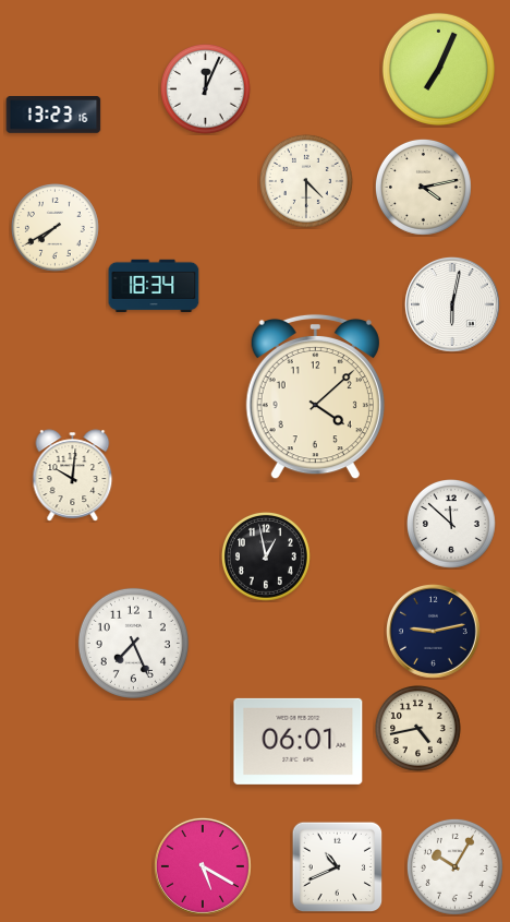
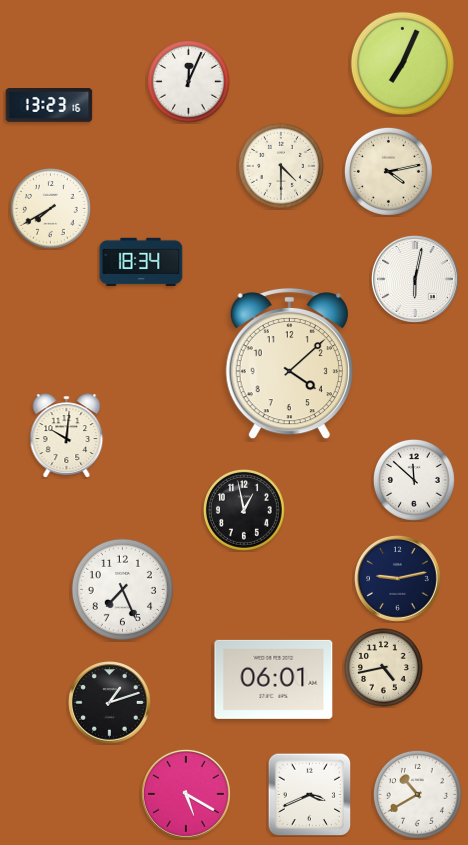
clock at (110, 703): none -> 1:12
clock at (337, 866): 10:41 -> 3:41
clock at (454, 866): 10:05 -> 10:40
